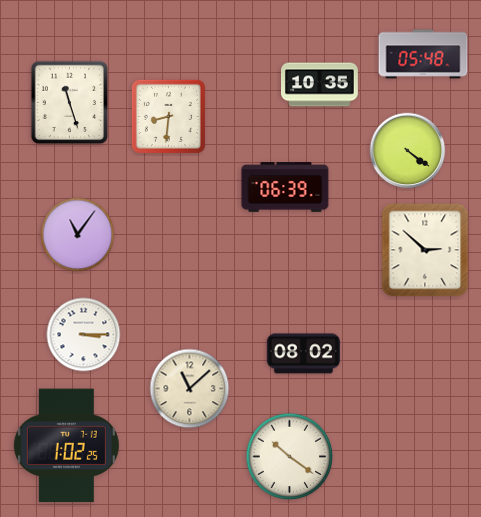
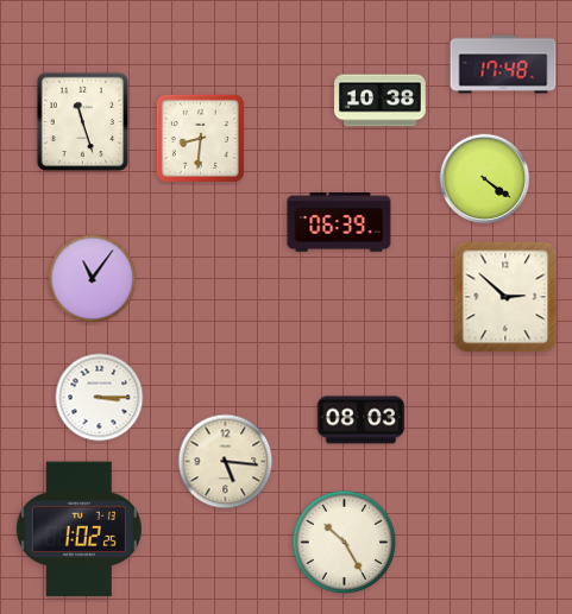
clock at (423, 54): 05:48 -> 17:48
clock at (320, 85): 10:35 -> 10:38
clock at (303, 354): 08:02 -> 08:03
clock at (190, 389): 11:08 -> 5:16
clock at (290, 457): 10:21 -> 10:25
